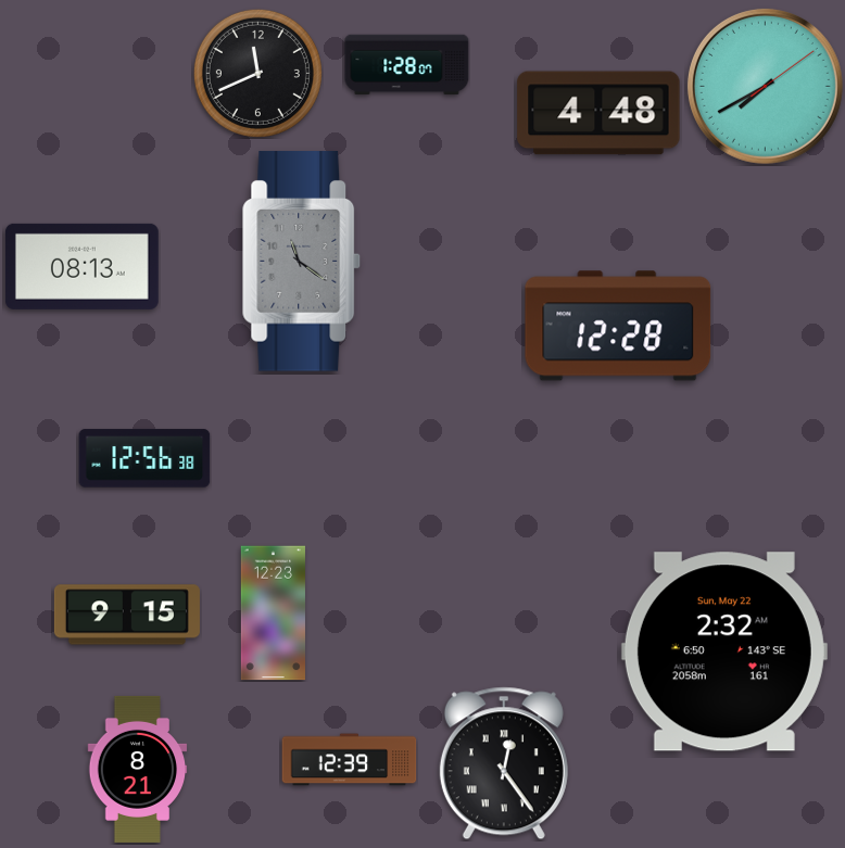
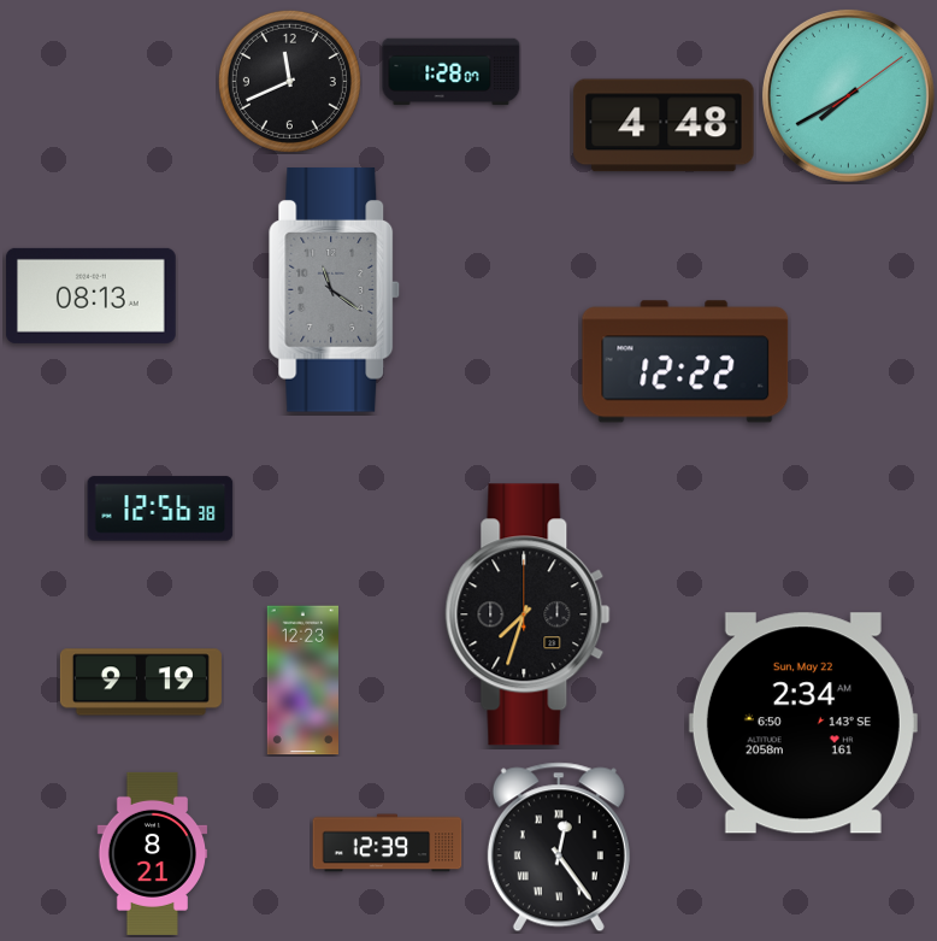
clock at (257, 73) position: (257, 73) -> (289, 81)
clock at (618, 326): 12:28 -> 12:22
clock at (528, 614): none -> 7:33
clock at (127, 615): 9:15 -> 9:19
clock at (724, 651): 2:32 -> 2:34
